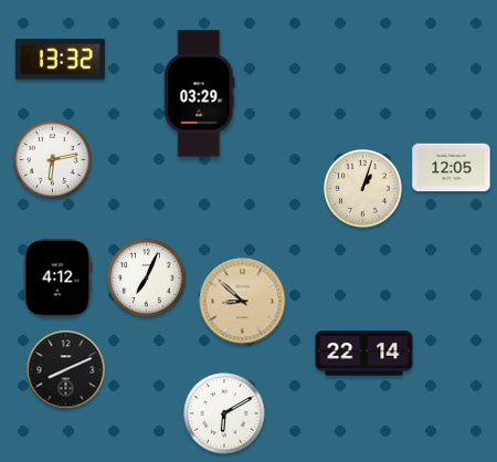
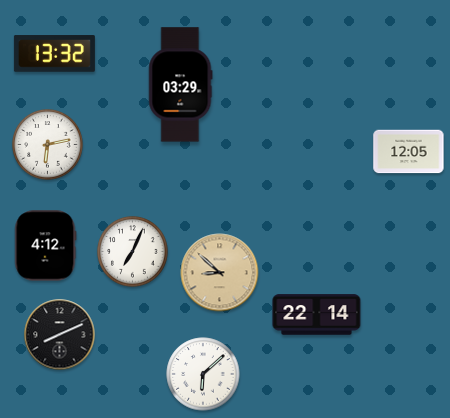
clock at (363, 189): 1:03 -> none
clock at (57, 279) position: (57, 279) -> (45, 246)
clock at (364, 354) position: (364, 354) -> (317, 315)
clock at (224, 413): 6:10 -> 6:08
